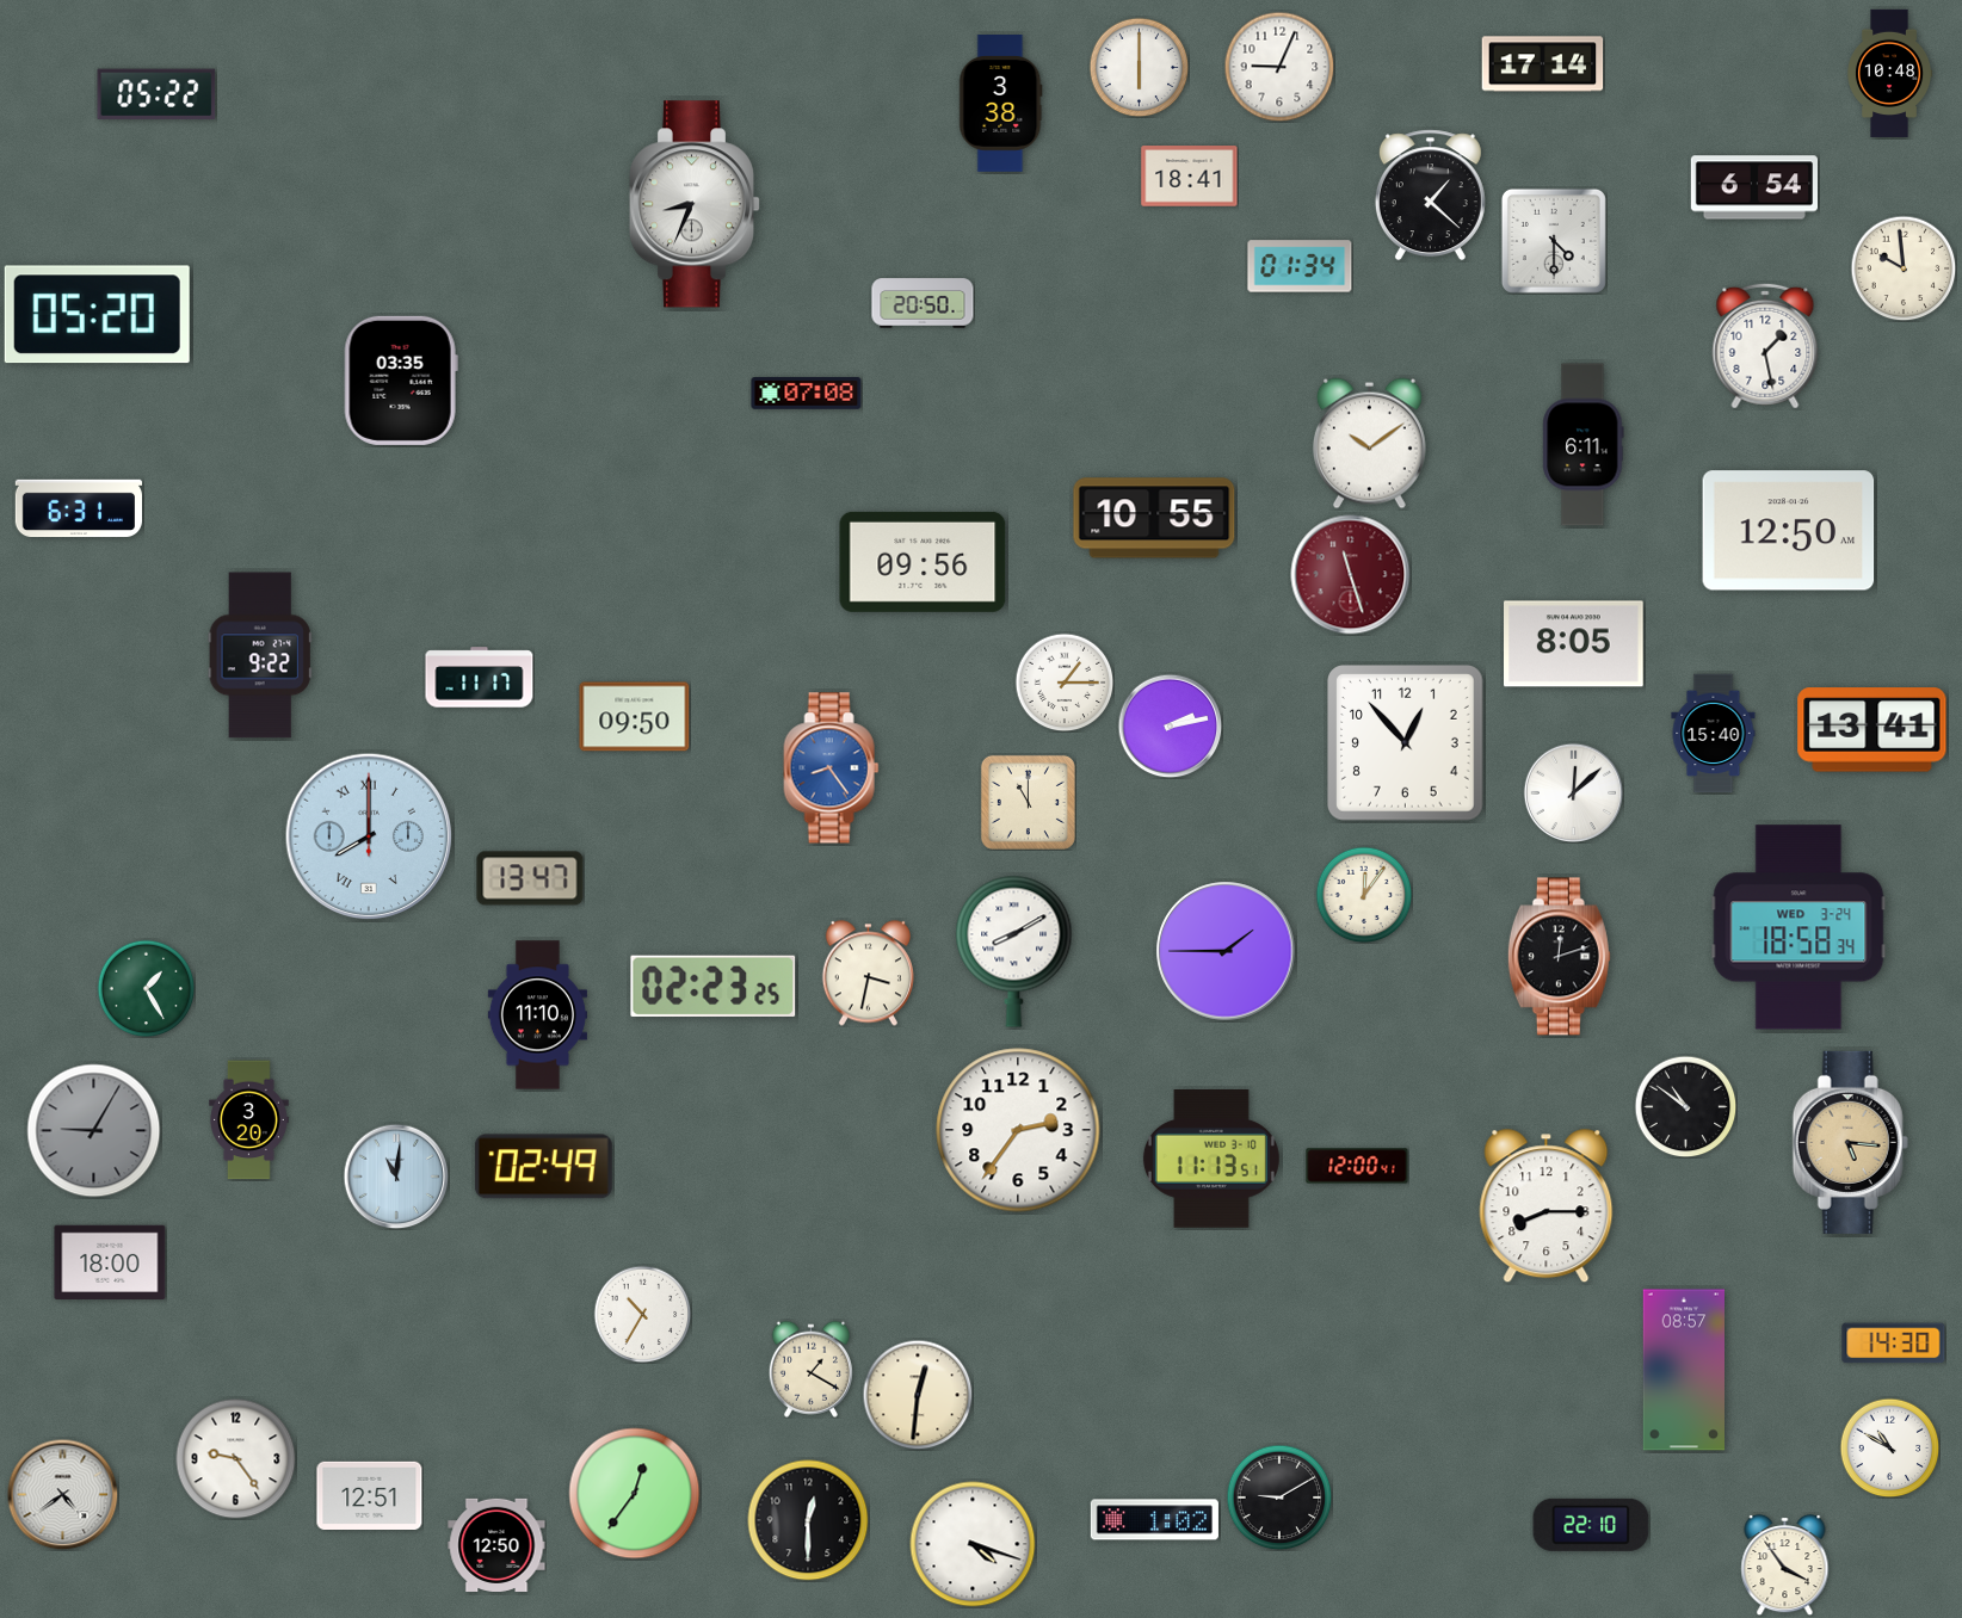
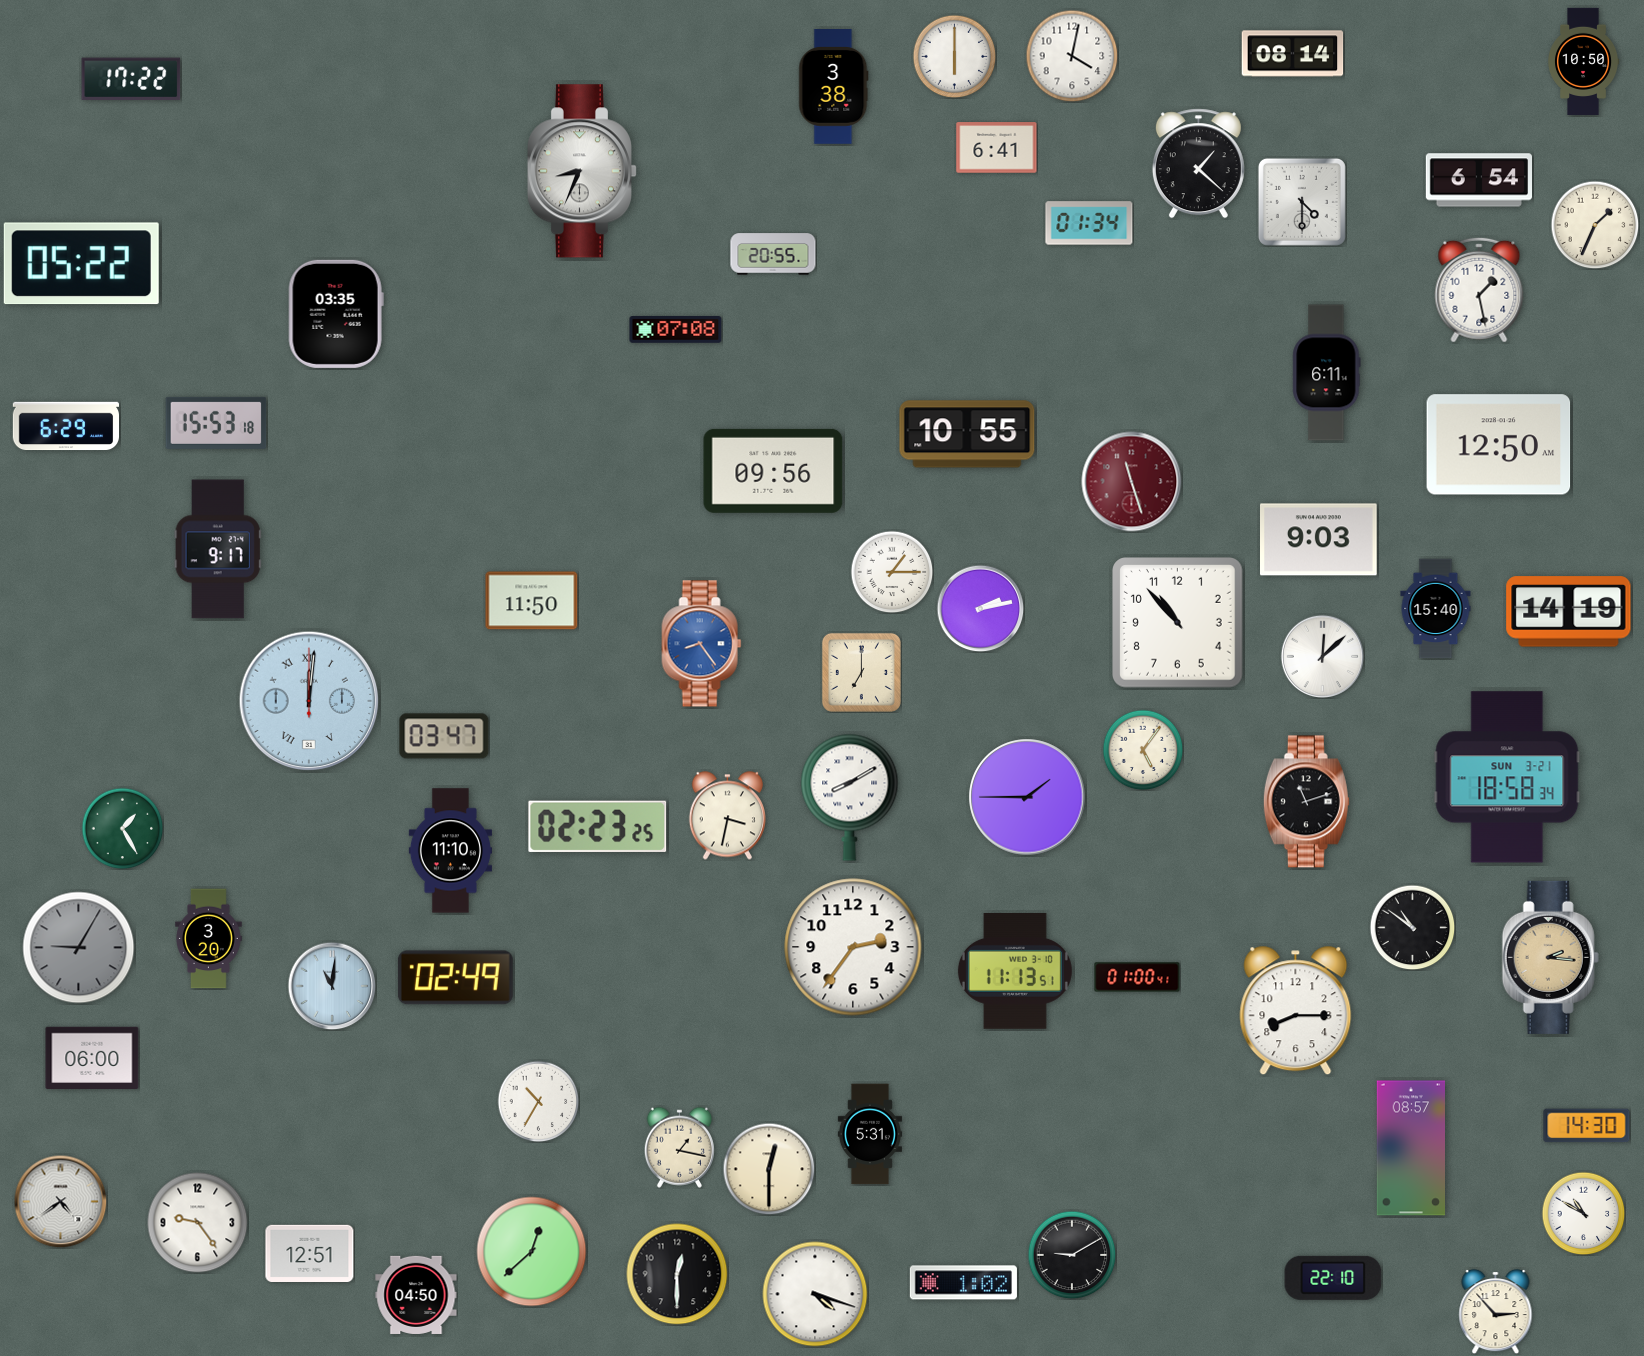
clock at (1543, 64): 17:14 -> 08:14
clock at (1279, 67): 9:04 -> 4:02
clock at (1889, 73): 10:48 -> 10:50
clock at (156, 94): 05:22 -> 17:22
clock at (1001, 104) position: (1001, 104) -> (834, 87)
clock at (1190, 177): 18:41 -> 6:41
clock at (1753, 187) position: (1753, 187) -> (1478, 180)
clock at (1904, 268): 9:59 -> 1:34
clock at (923, 303): 20:50 -> 20:55
clock at (97, 315): 05:20 -> 05:22
clock at (401, 381) position: (401, 381) -> (336, 314)
clock at (1369, 444): 10:09 -> none
clock at (216, 423): none -> 15:53
clock at (78, 508): 6:31 -> 6:29
clock at (1574, 644): 8:05 -> 9:03
clock at (260, 655): 9:22 -> 9:17
clock at (480, 678): 11:17 -> none
clock at (635, 717): 09:50 -> 11:50
clock at (1872, 730): 13:41 -> 14:19
clock at (1714, 734) position: (1714, 734) -> (1436, 609)
clock at (1406, 743): 12:53 -> 10:53
clock at (832, 768) position: (832, 768) -> (702, 644)
clock at (1573, 792) position: (1573, 792) -> (1322, 656)
clock at (1028, 802): 11:00 -> 7:00
clock at (369, 836): 8:00 -> 12:01
clock at (530, 878): 13:47 -> 03:47
clock at (1364, 895): 12:06 -> 5:06
clock at (1798, 927) date: WED 3-24 -> SUN 3-21
clock at (1559, 957): 12:12 -> 11:12
clock at (1850, 1142): 5:16 -> 2:16
clock at (1357, 1166): 12:00 -> 01:00
clock at (110, 1261): 18:00 -> 06:00
clock at (869, 1134): none -> 5:31
clock at (810, 1369): 1:20 -> 1:17
clock at (918, 1395): 12:31 -> 12:30
clock at (62, 1494) position: (62, 1494) -> (60, 1201)
clock at (635, 1494): 12:36 -> 12:38
clock at (1154, 1520) position: (1154, 1520) -> (963, 1283)
clock at (496, 1545): 12:50 -> 04:50
clock at (1785, 1564): 3:54 -> 2:53
